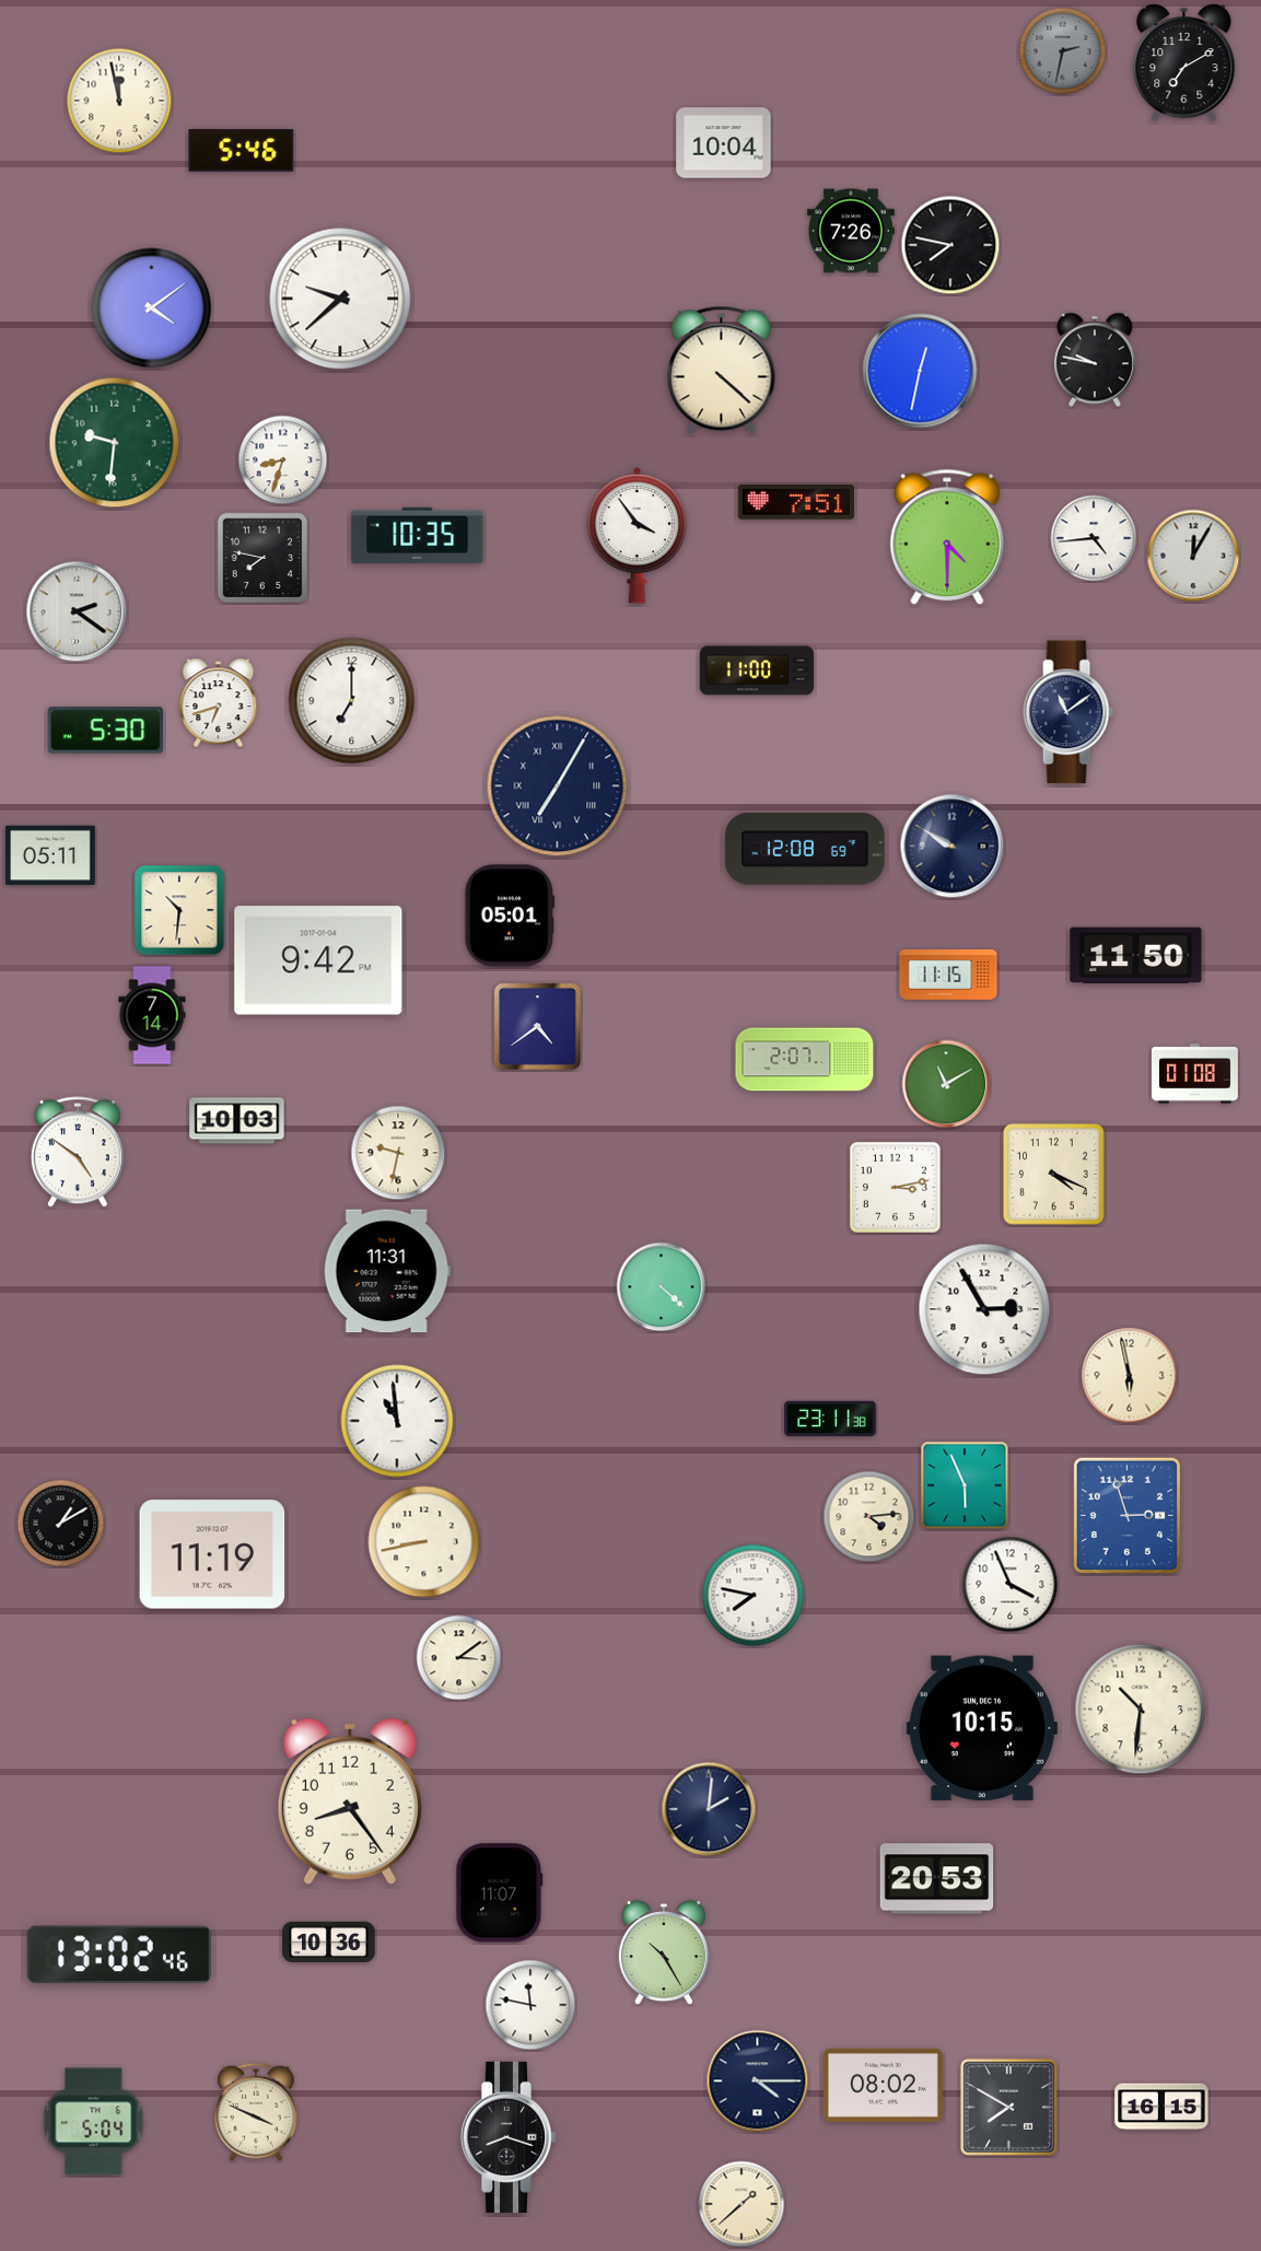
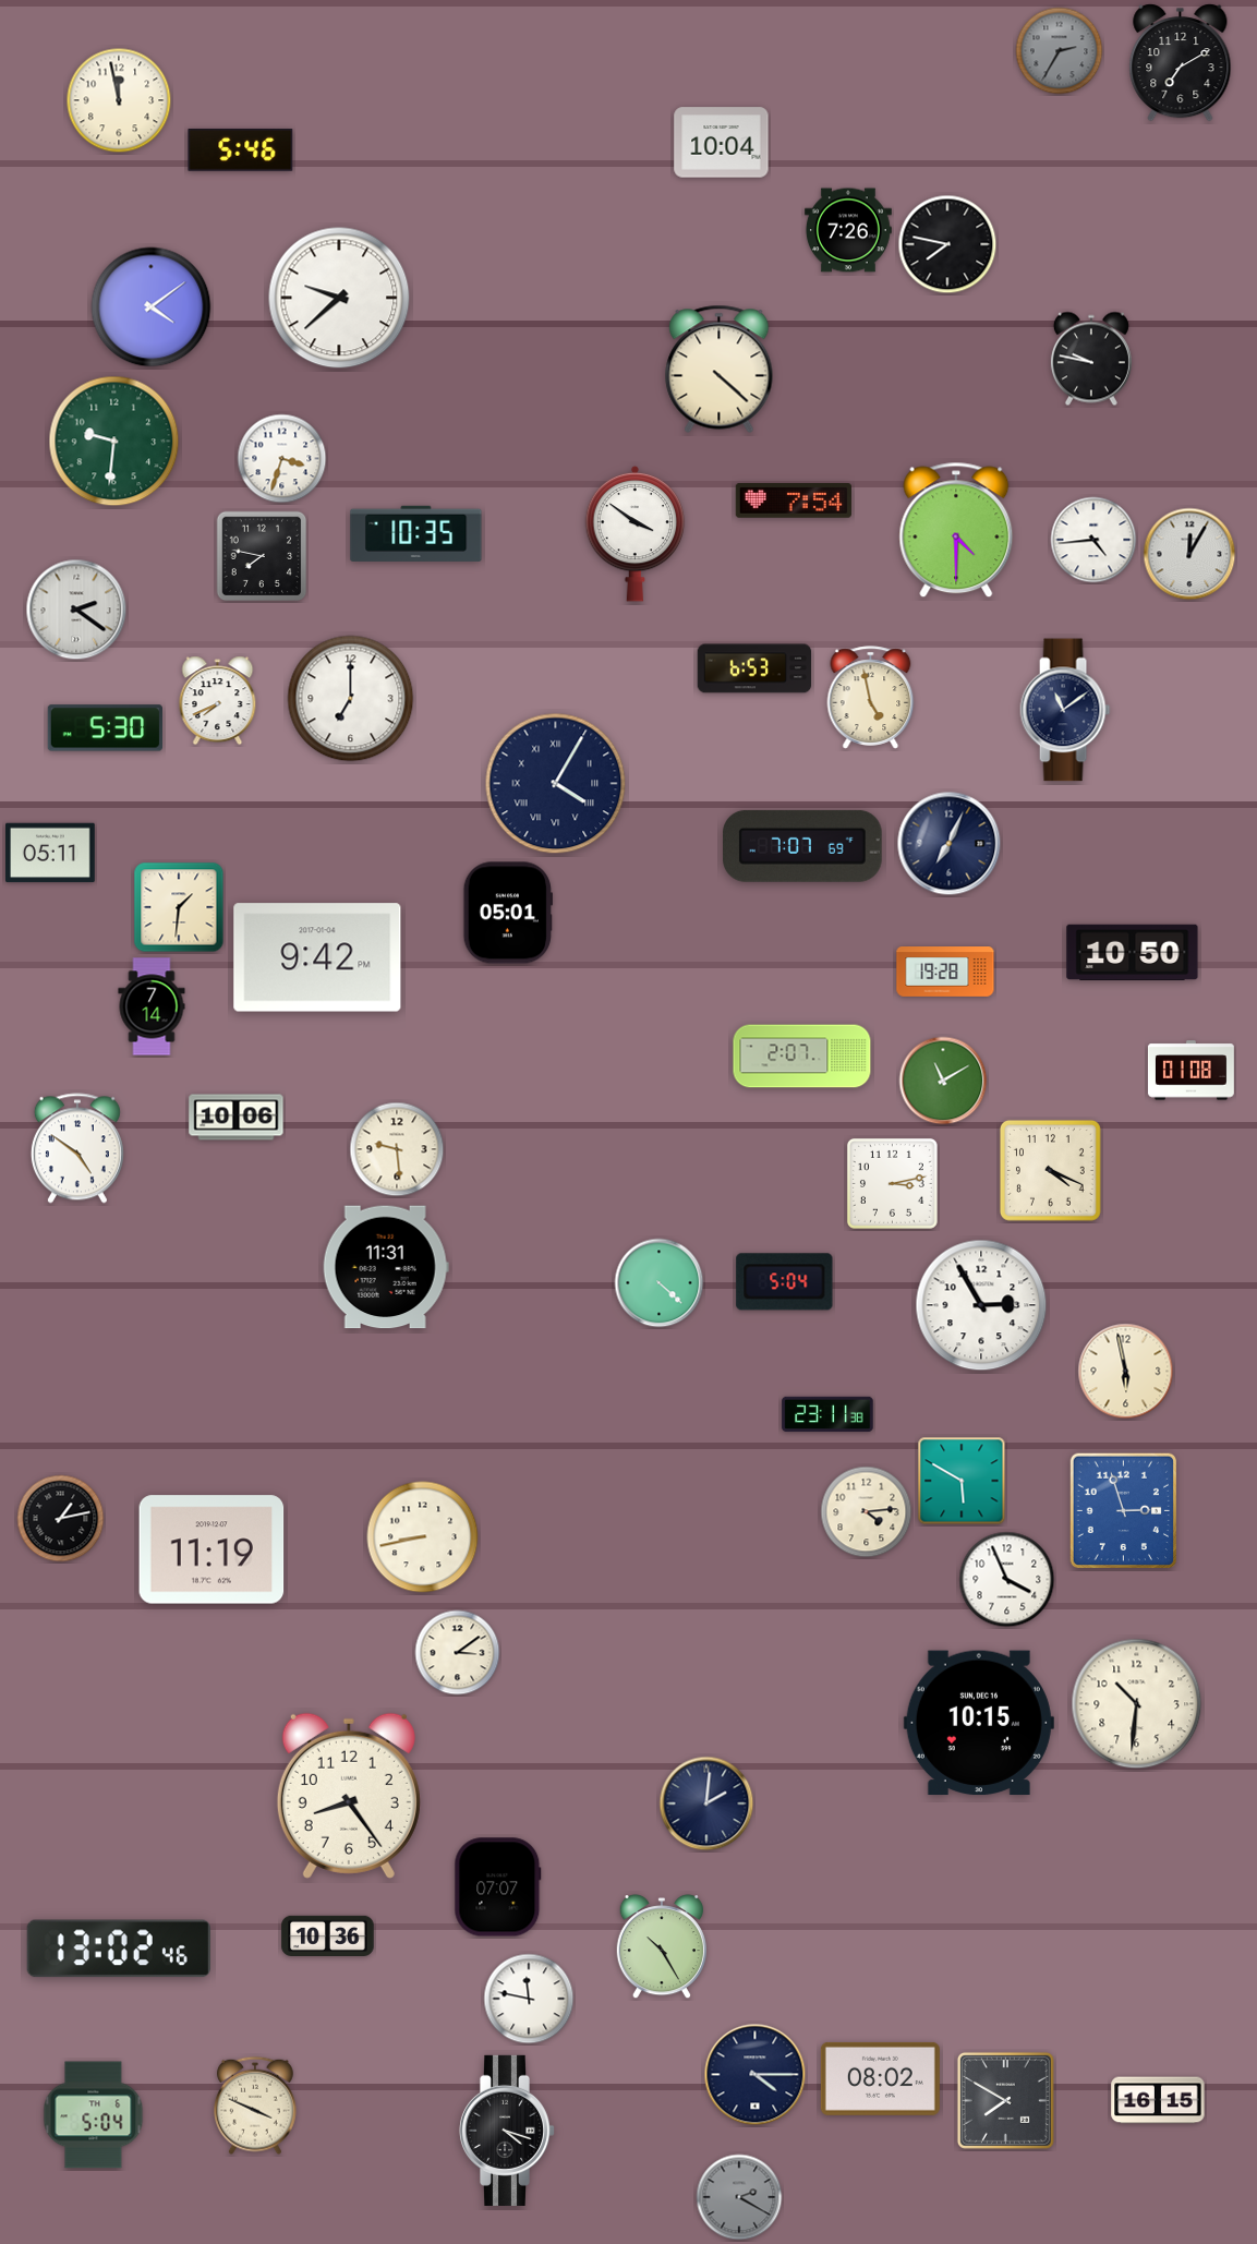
clock at (1063, 51): 2:32 -> 2:35
clock at (920, 371): 12:32 -> none
clock at (283, 460): 8:33 -> 3:33
clock at (796, 503): 7:51 -> 7:54
clock at (638, 535): 3:54 -> 3:51
clock at (947, 537) position: (947, 537) -> (956, 530)
clock at (1094, 538) position: (1094, 538) -> (1093, 540)
clock at (757, 670): 11:00 -> 6:53
clock at (871, 698): none -> 4:58
clock at (219, 703): 6:42 -> 7:41
clock at (558, 786): 7:05 -> 4:05
clock at (953, 847): 9:50 -> 7:04
clock at (806, 849): 12:08 -> 7:07
clock at (179, 910): 10:31 -> 1:31
clock at (1136, 956): 11:50 -> 10:50
clock at (948, 976): 11:15 -> 19:28
clock at (152, 1015) position: (152, 1015) -> (152, 1006)
clock at (537, 1026): 4:39 -> none
clock at (237, 1121): 10:03 -> 10:06
clock at (398, 1153): 9:32 -> 9:29
clock at (785, 1282): none -> 5:04
clock at (397, 1421): 10:59 -> none
clock at (965, 1485): 5:56 -> 5:50
clock at (61, 1524): 1:10 -> 1:13
clock at (754, 1596): 7:47 -> none
clock at (937, 1879): 20:53 -> none
clock at (500, 1893): 11:07 -> 07:07
clock at (509, 2137): 8:18 -> 4:18
clock at (742, 2204): 1:38 -> 2:20
clock at (742, 2204) dial: cream -> grey
